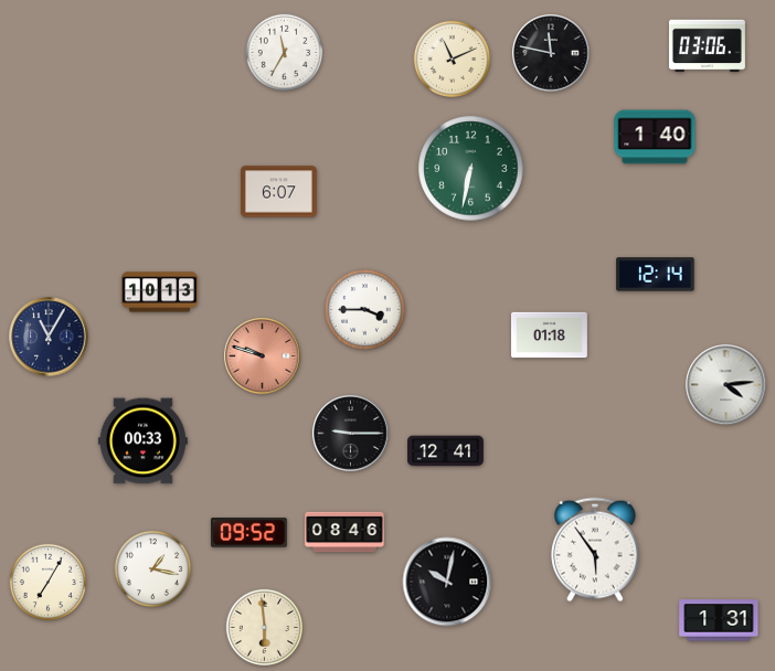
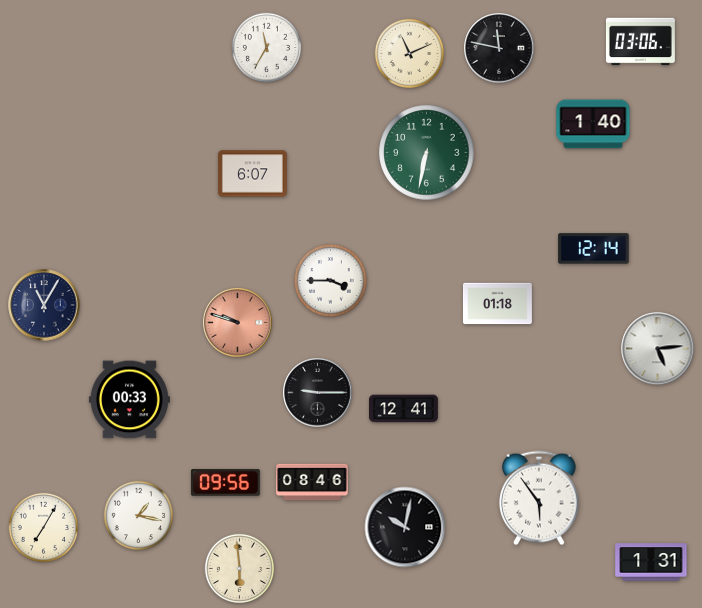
clock at (285, 53) position: (285, 53) -> (267, 48)
clock at (159, 292): 10:13 -> none
clock at (726, 385): 4:14 -> 5:14
clock at (248, 533): 09:52 -> 09:56
